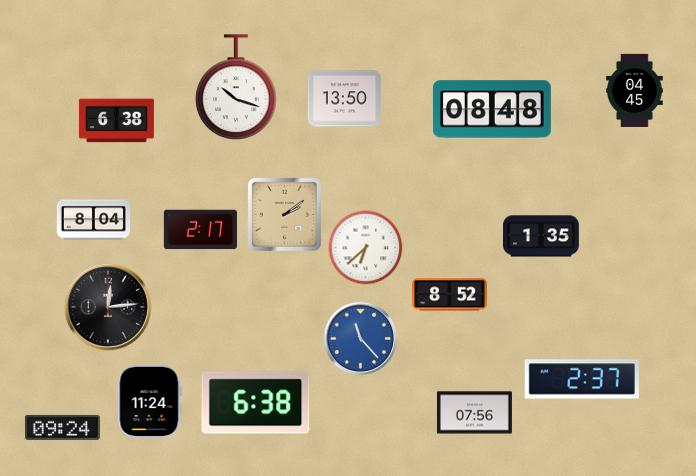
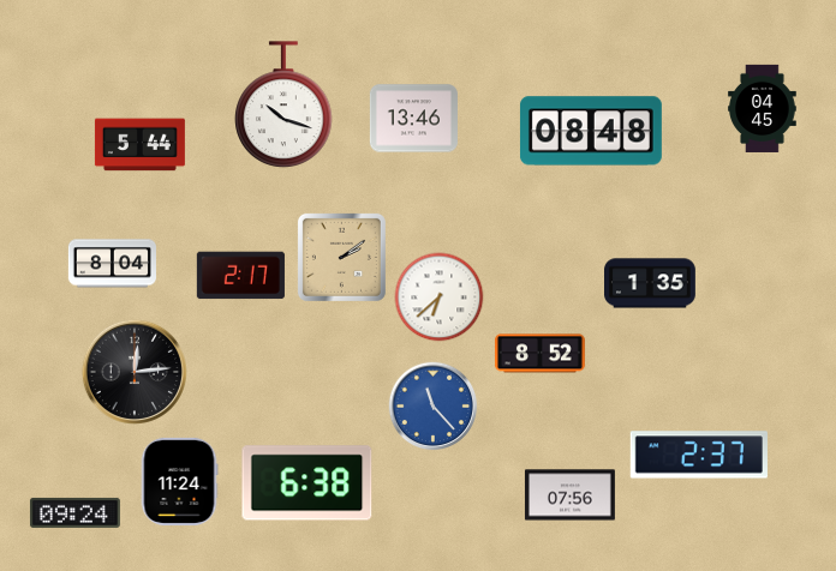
clock at (344, 99): 13:50 -> 13:46
clock at (116, 121): 6:38 -> 5:44
clock at (108, 307) position: (108, 307) -> (135, 372)
